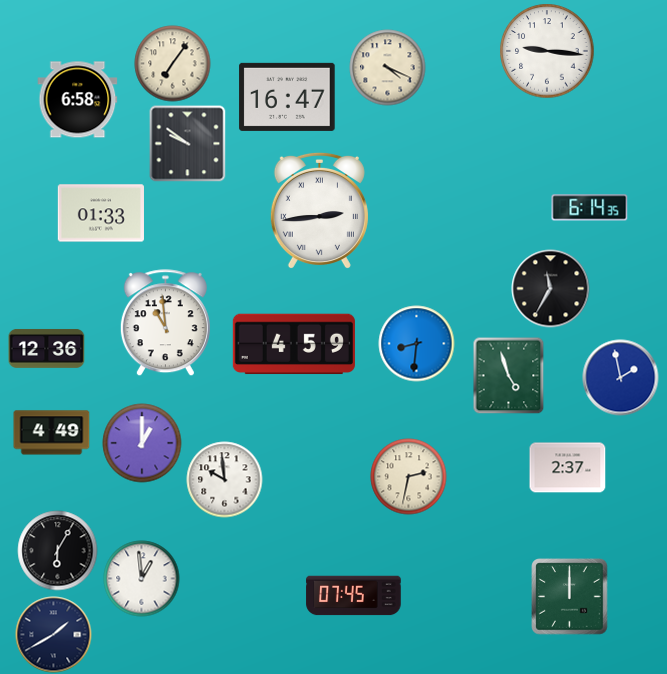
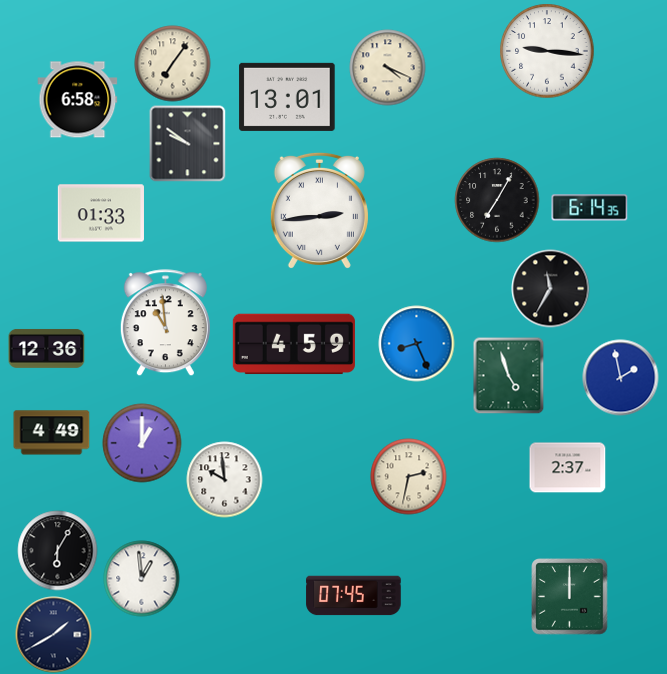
clock at (287, 97): 16:47 -> 13:01
clock at (497, 200): none -> 7:05
clock at (417, 344): 8:31 -> 8:26
